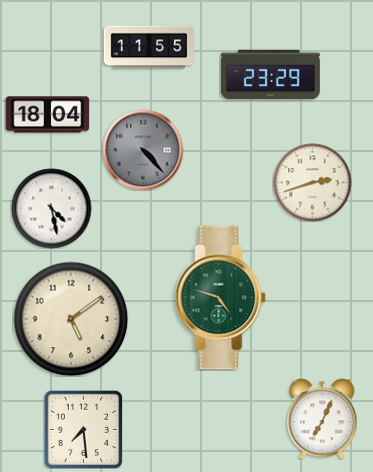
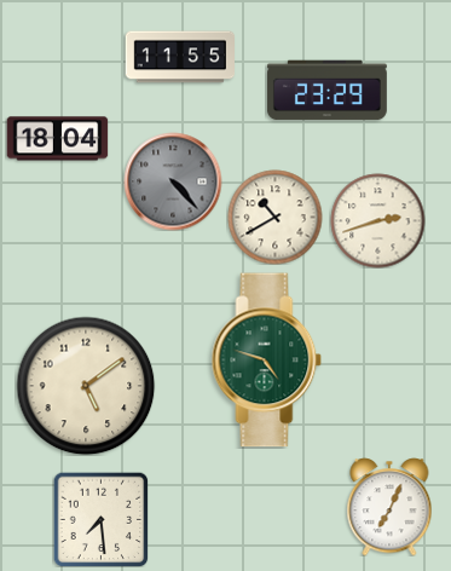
clock at (274, 217): none -> 10:40
clock at (51, 208): 4:28 -> none
